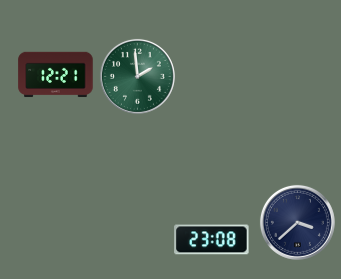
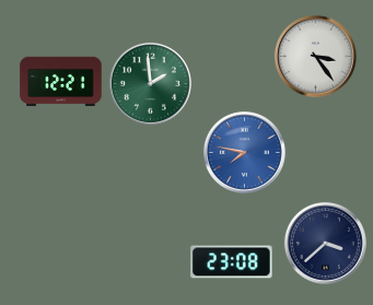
clock at (315, 56): none -> 3:24
clock at (244, 152): none -> 7:47
